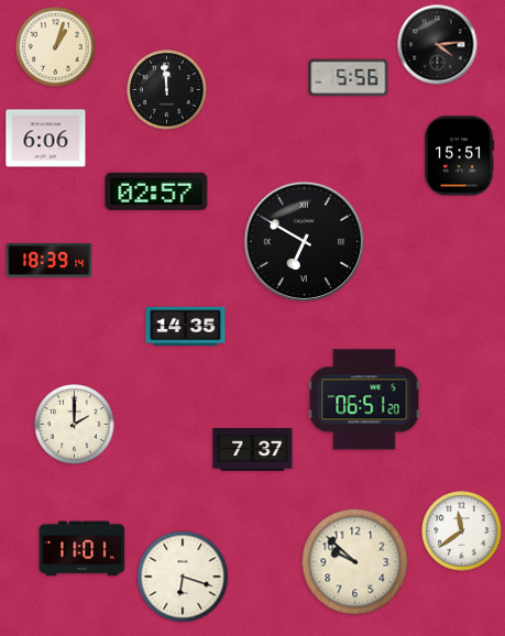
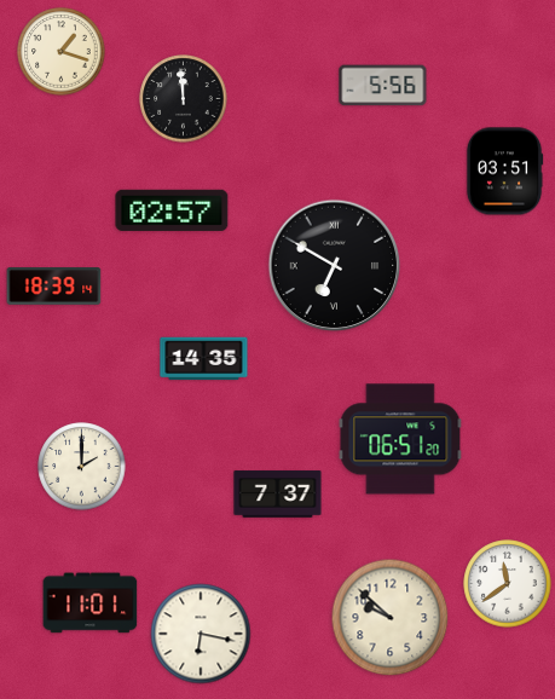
clock at (438, 45): 4:14 -> none
clock at (56, 47): 1:03 -> 1:18
clock at (46, 139): 6:06 -> none
clock at (459, 156): 15:51 -> 03:51
clock at (183, 577): 6:18 -> 6:17
